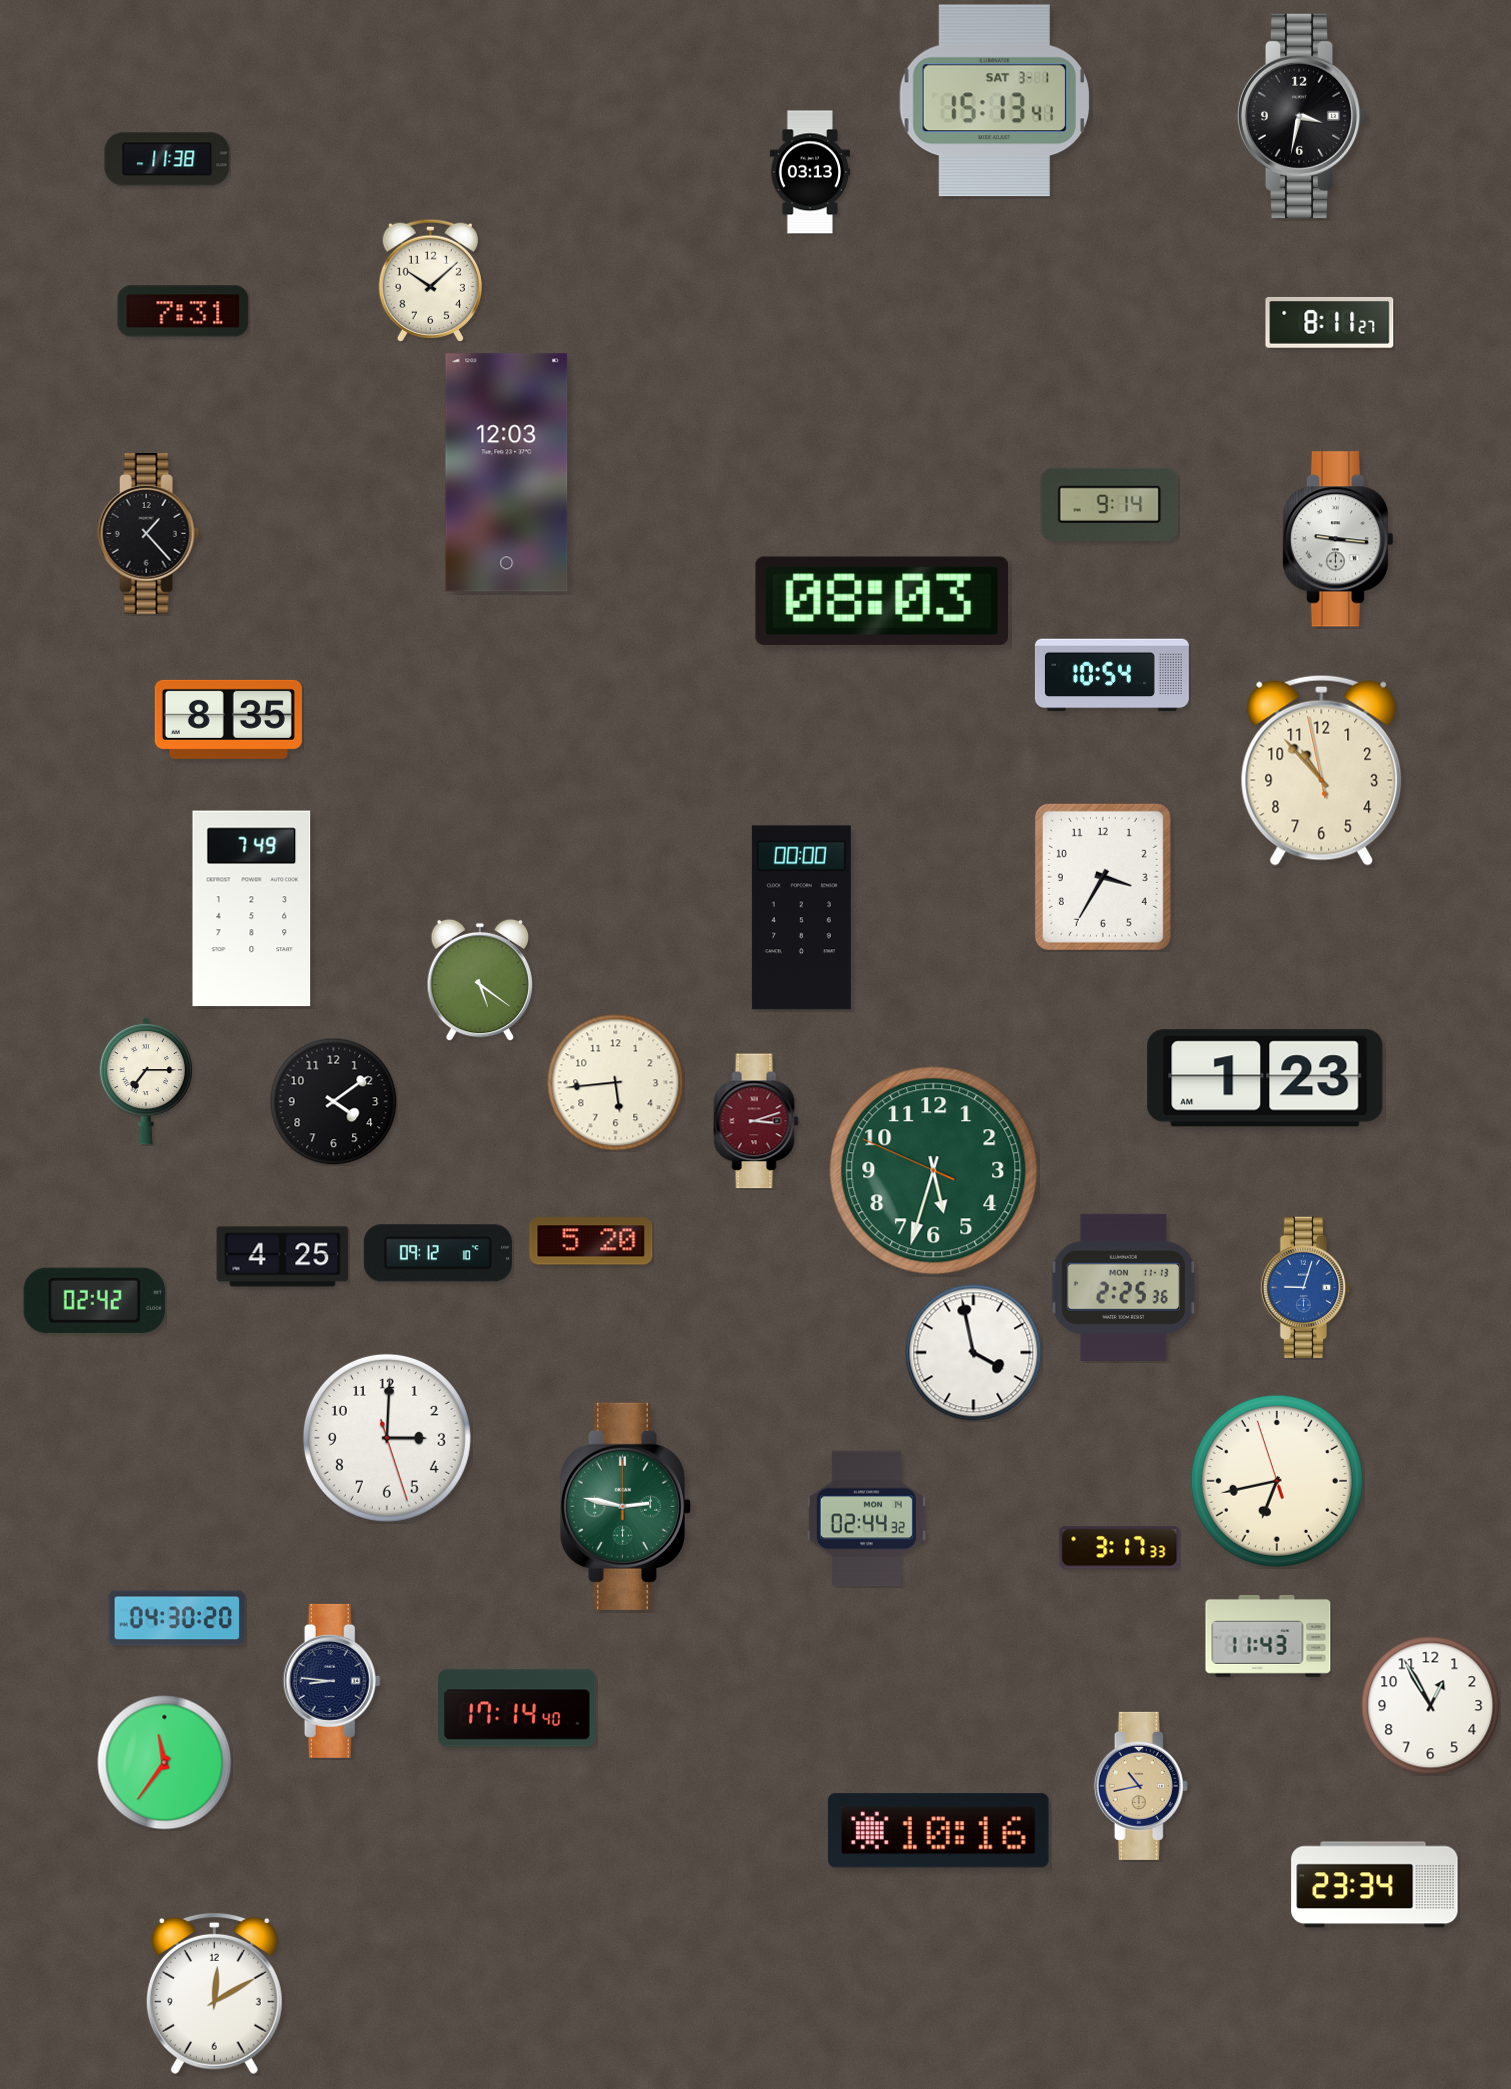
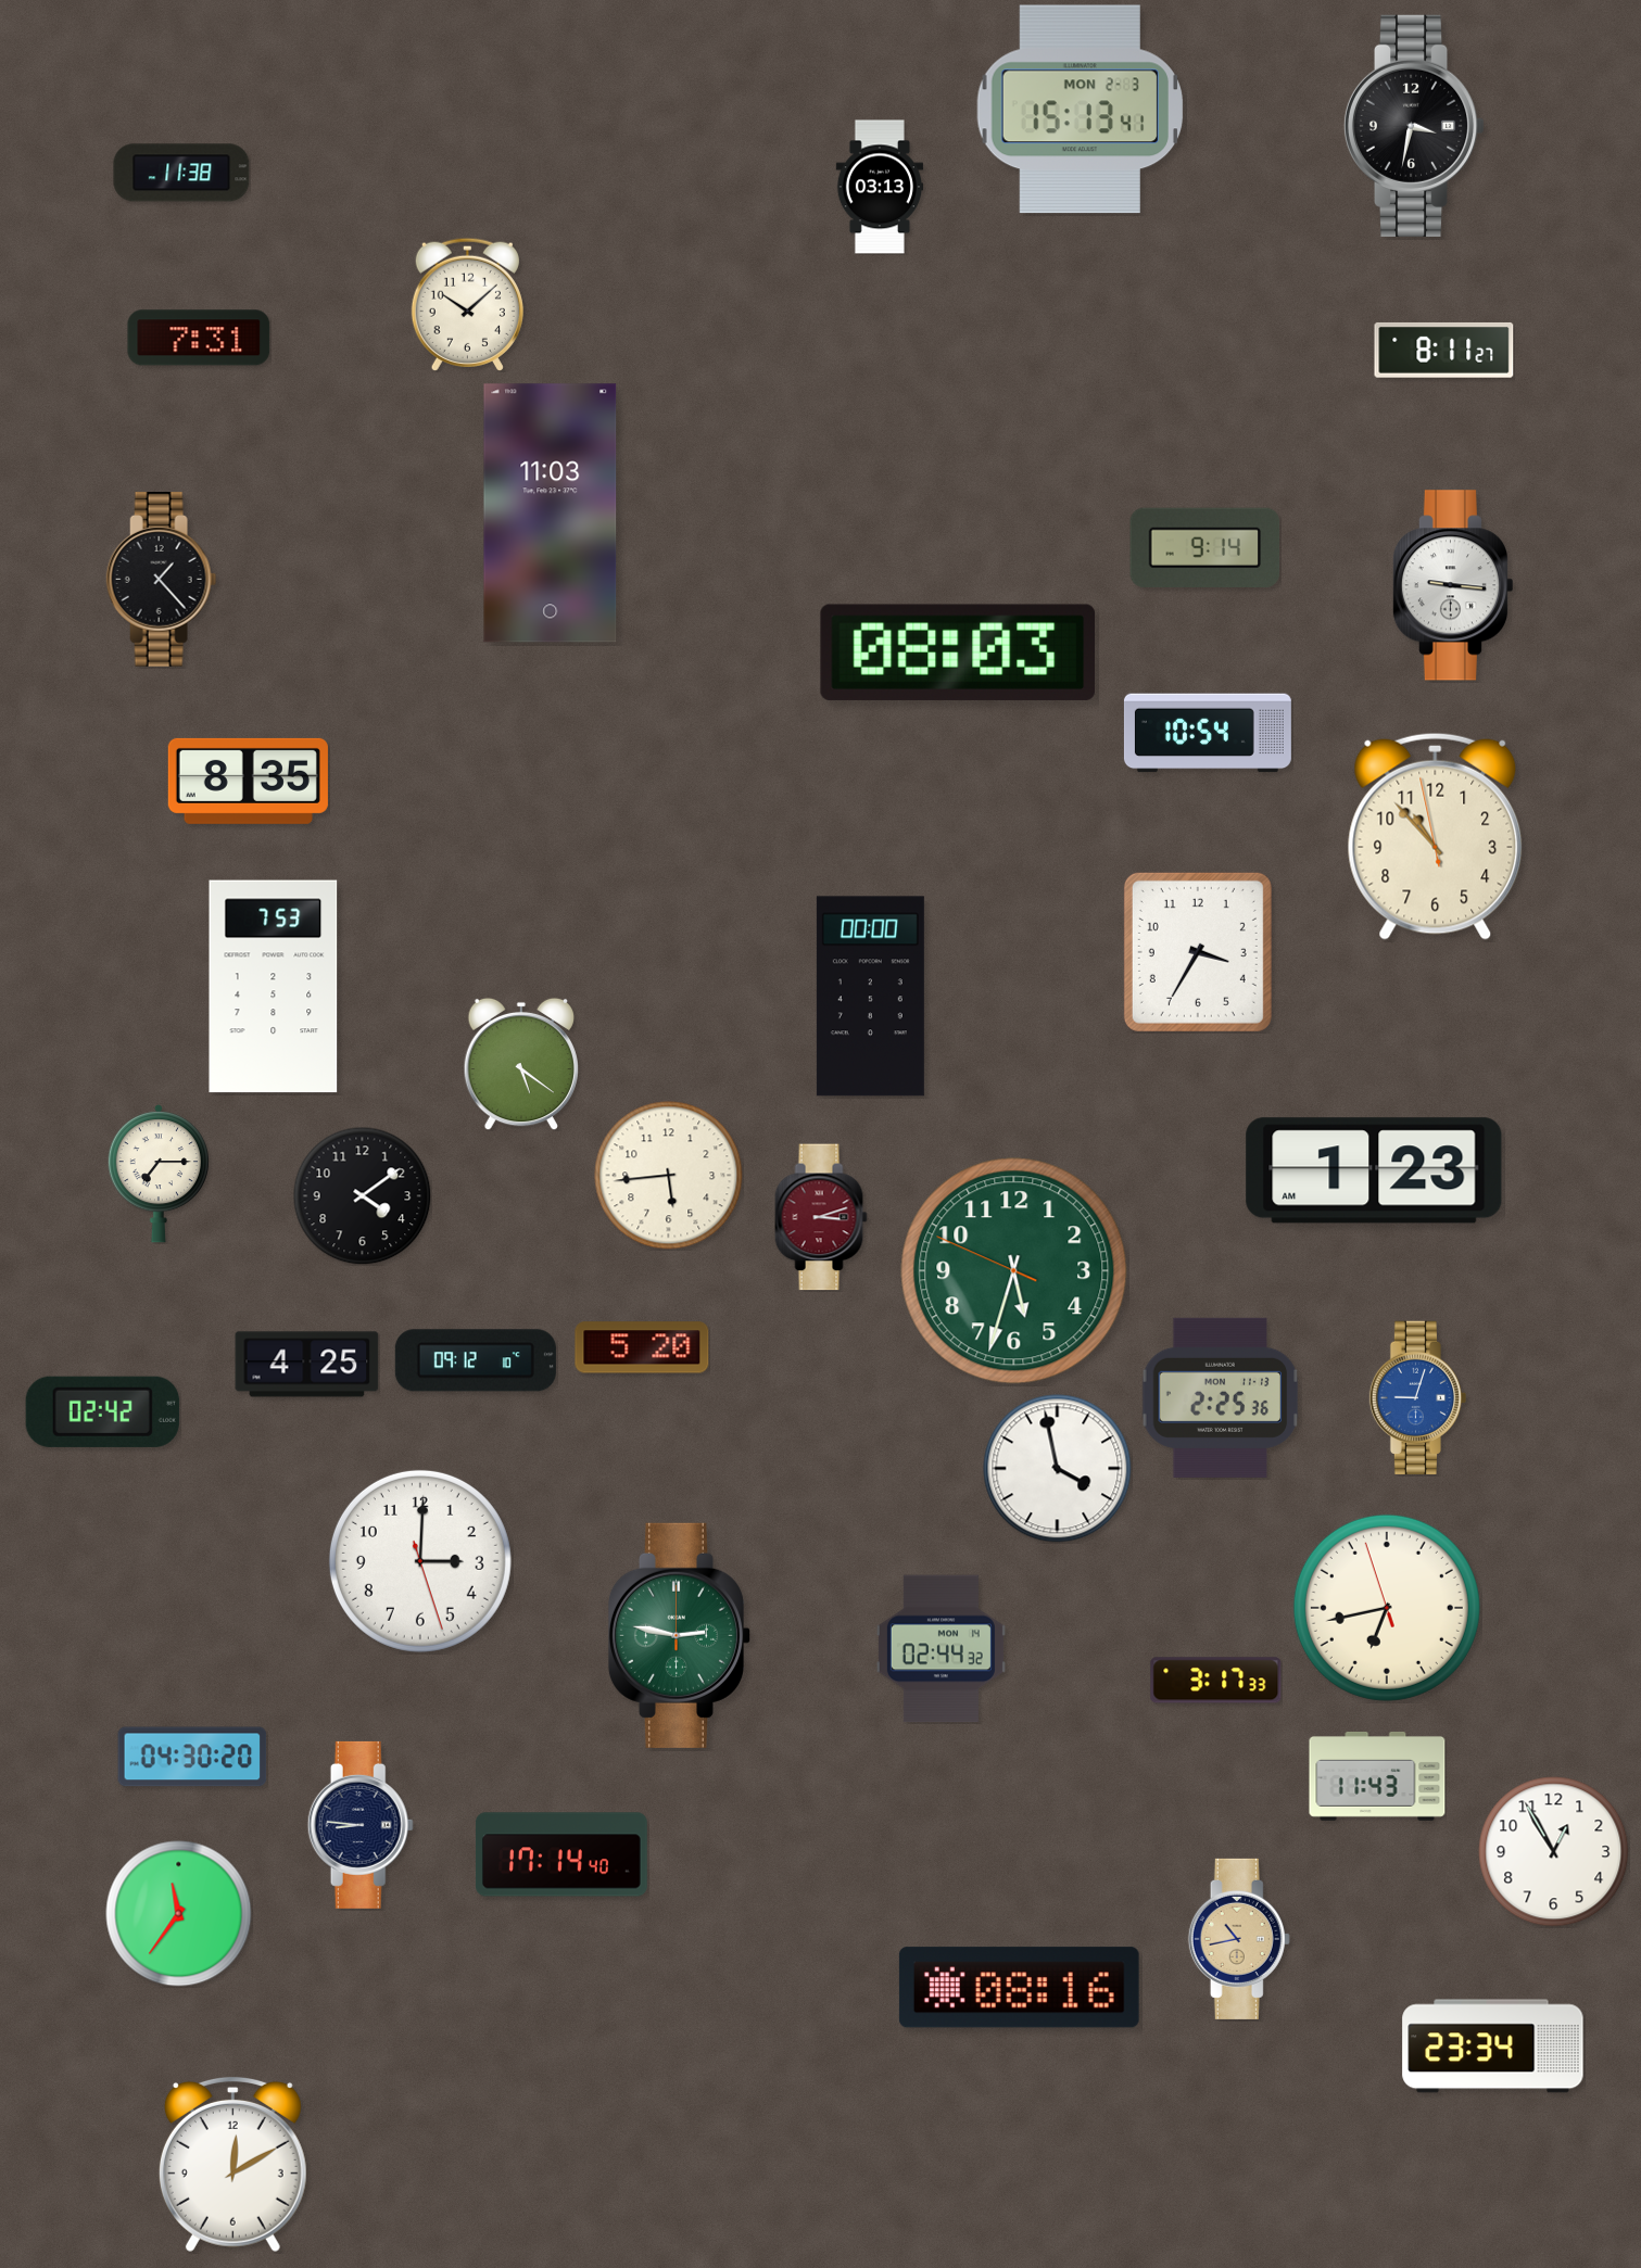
clock at (994, 101) date: SAT 3-1 -> MON 2-3
clock at (507, 473): 12:03 -> 11:03
clock at (252, 909): 7:49 -> 7:53
clock at (938, 1831): 10:16 -> 08:16
